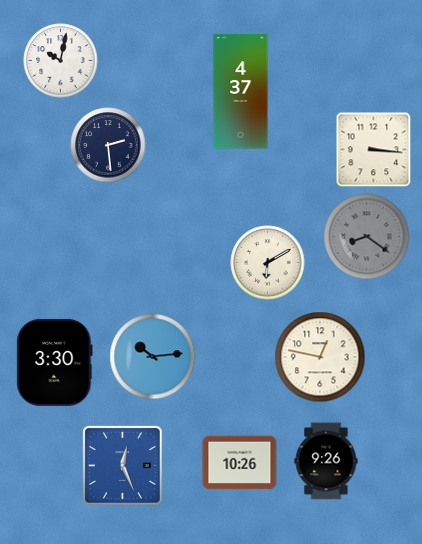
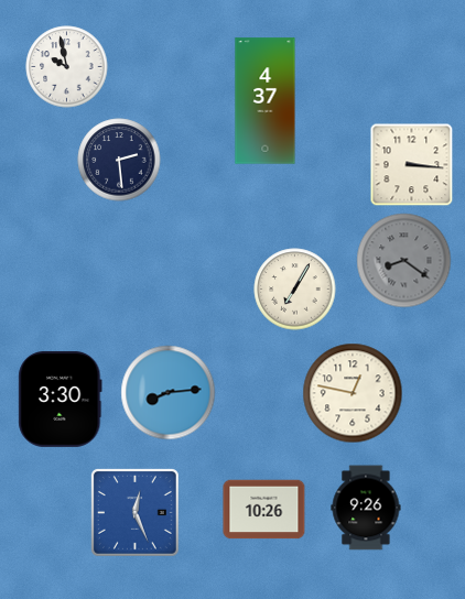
clock at (61, 61): 10:02 -> 9:58
clock at (268, 263): 6:10 -> 7:05
clock at (153, 357): 10:14 -> 8:14
clock at (326, 461) position: (326, 461) -> (366, 508)
